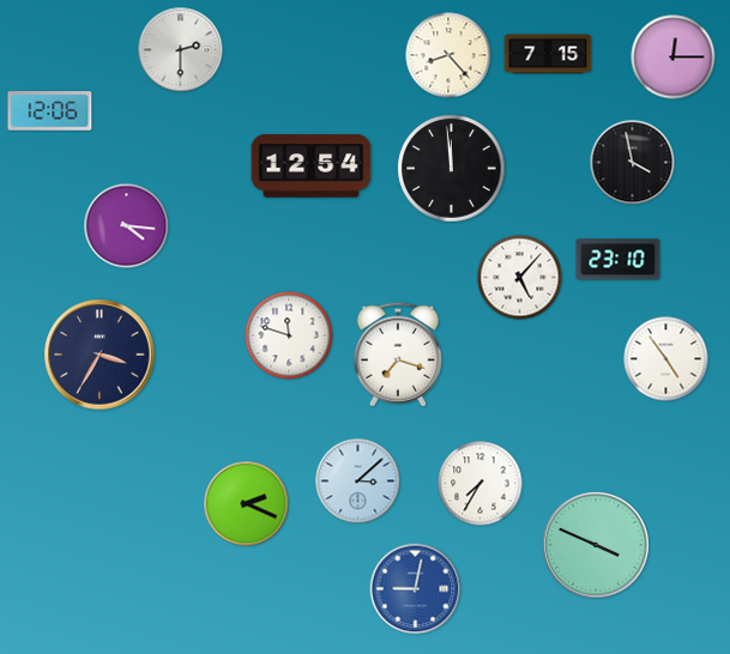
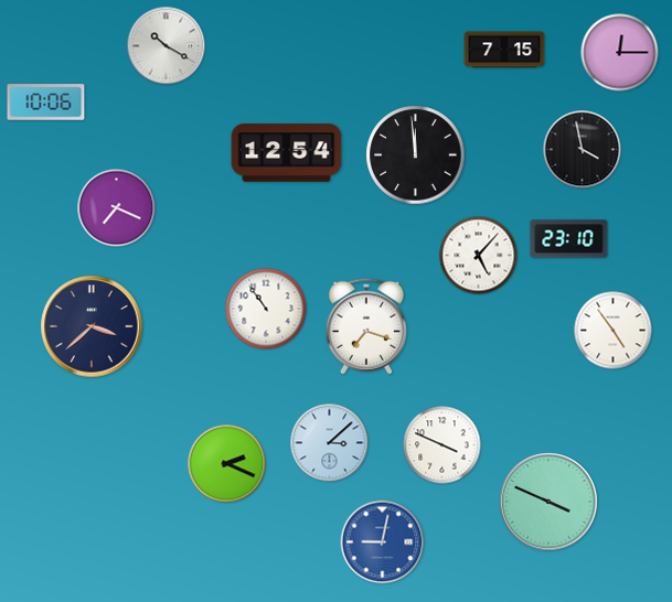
clock at (181, 50): 2:30 -> 10:20
clock at (448, 55): 8:23 -> none
clock at (50, 111): 12:06 -> 10:06
clock at (127, 226): 4:16 -> 7:19
clock at (289, 335): 11:48 -> 10:54
clock at (99, 355): 3:35 -> 3:38
clock at (481, 484): 7:35 -> 3:49
